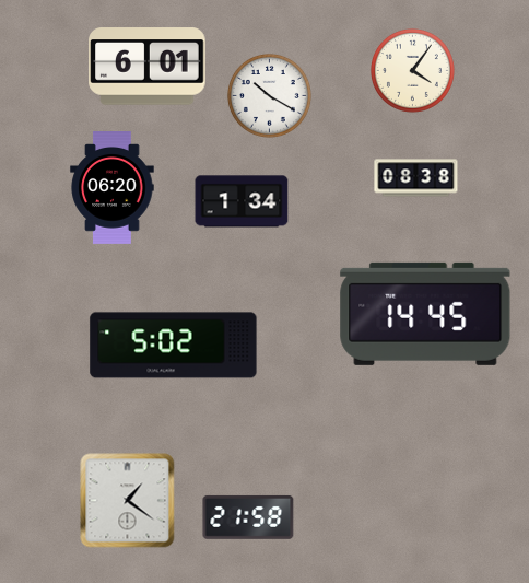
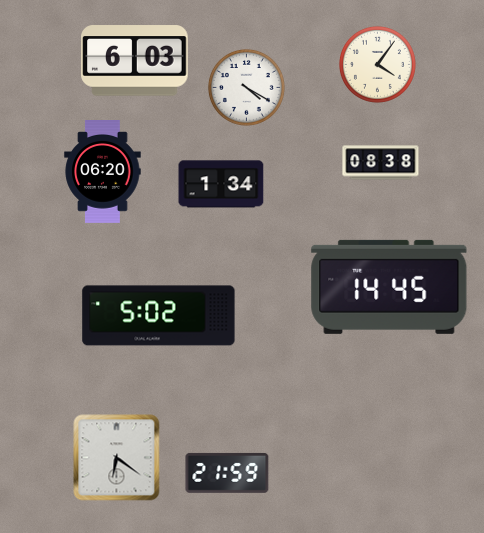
clock at (148, 67): 6:01 -> 6:03
clock at (269, 95): 10:20 -> 4:20
clock at (128, 501): 1:21 -> 6:21
clock at (248, 517): 21:58 -> 21:59
